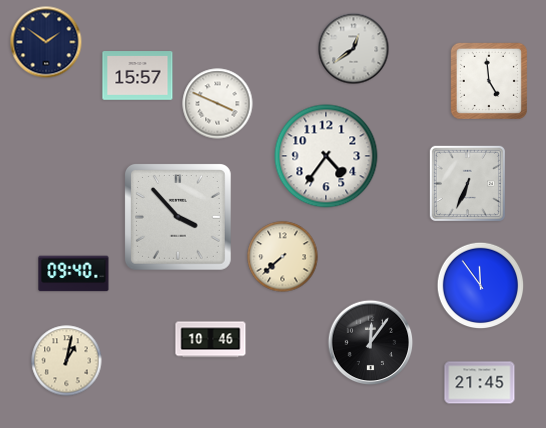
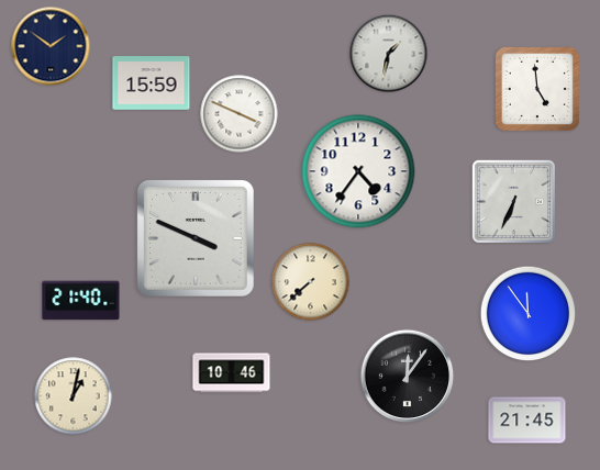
clock at (354, 49): 12:39 -> 1:32
clock at (138, 76): 15:57 -> 15:59
clock at (179, 218): 3:53 -> 3:49
clock at (74, 274): 09:40 -> 21:40
